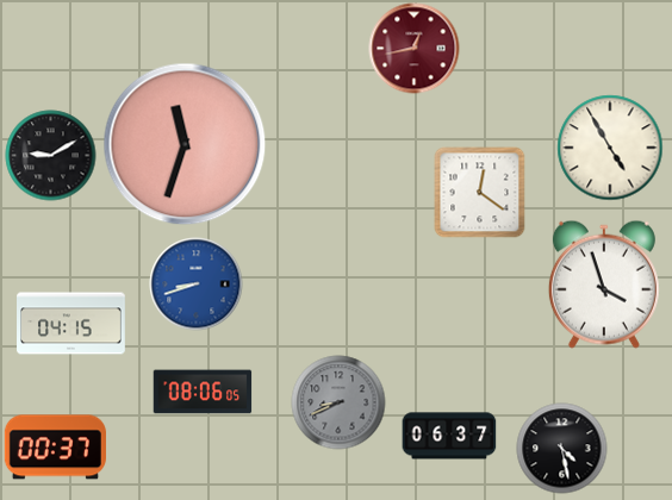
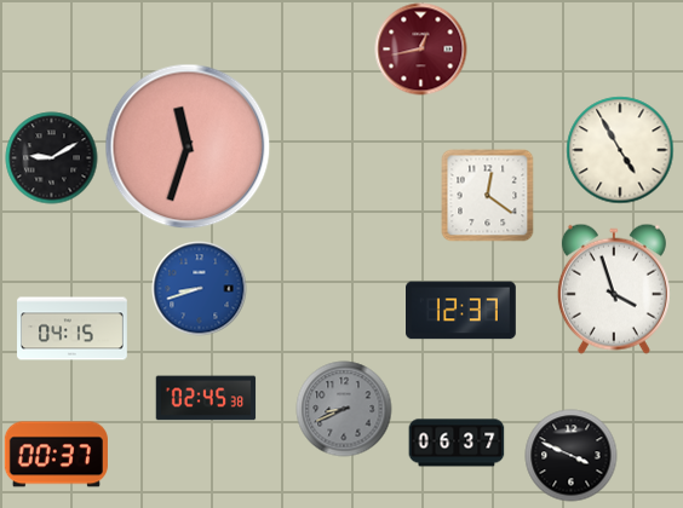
clock at (461, 311): none -> 12:37
clock at (203, 392): 08:06 -> 02:45
clock at (562, 449): 4:28 -> 3:49
